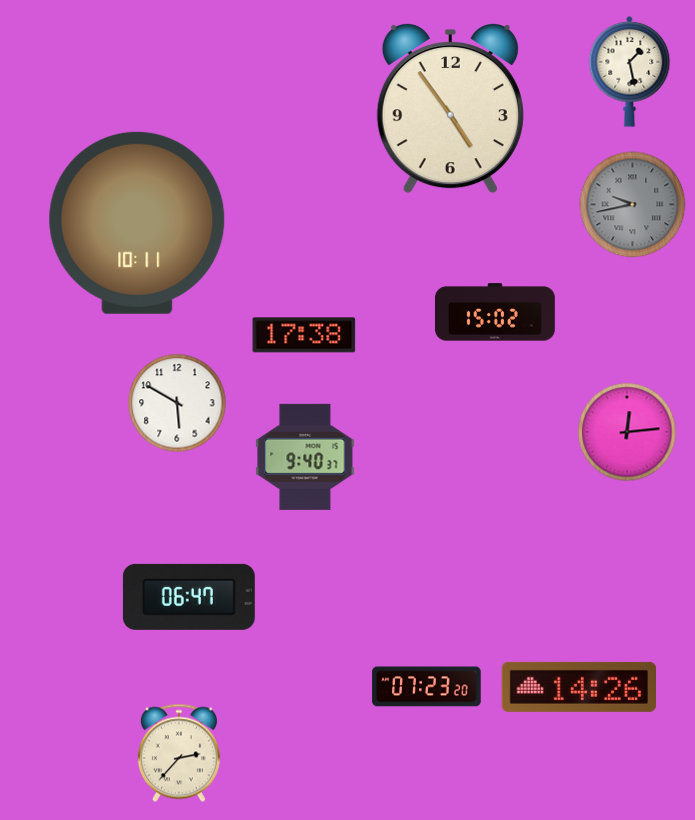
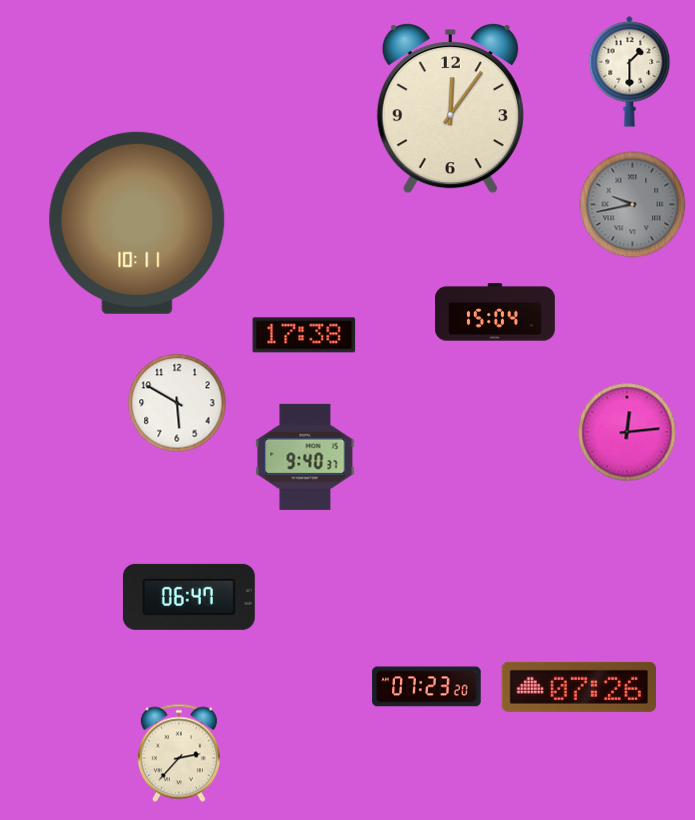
clock at (630, 71): 1:28 -> 1:30
clock at (450, 109): 4:54 -> 12:06
clock at (496, 312): 15:02 -> 15:04
clock at (578, 687): 14:26 -> 07:26
